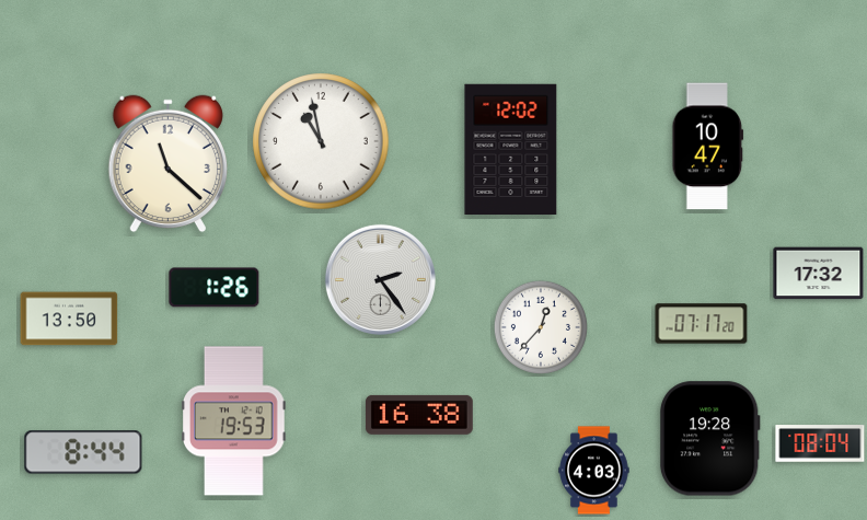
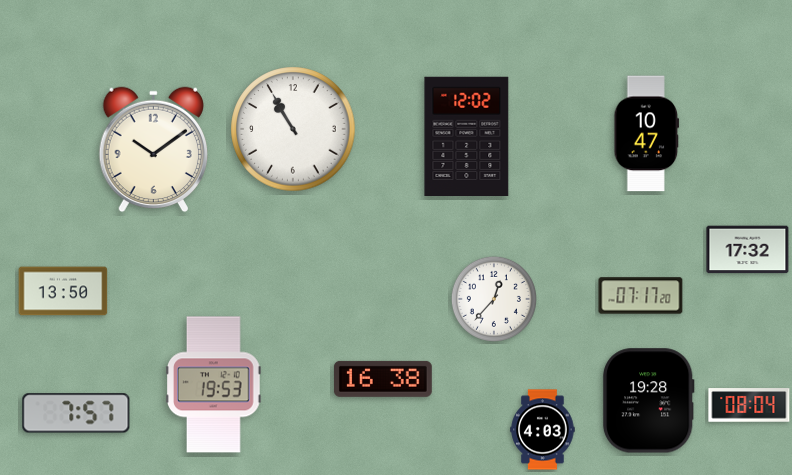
clock at (321, 141): 10:58 -> 10:55
clock at (167, 164): 11:22 -> 10:09
clock at (380, 279): 2:24 -> none
clock at (215, 288): 1:26 -> none
clock at (83, 452): 8:44 -> 7:57
